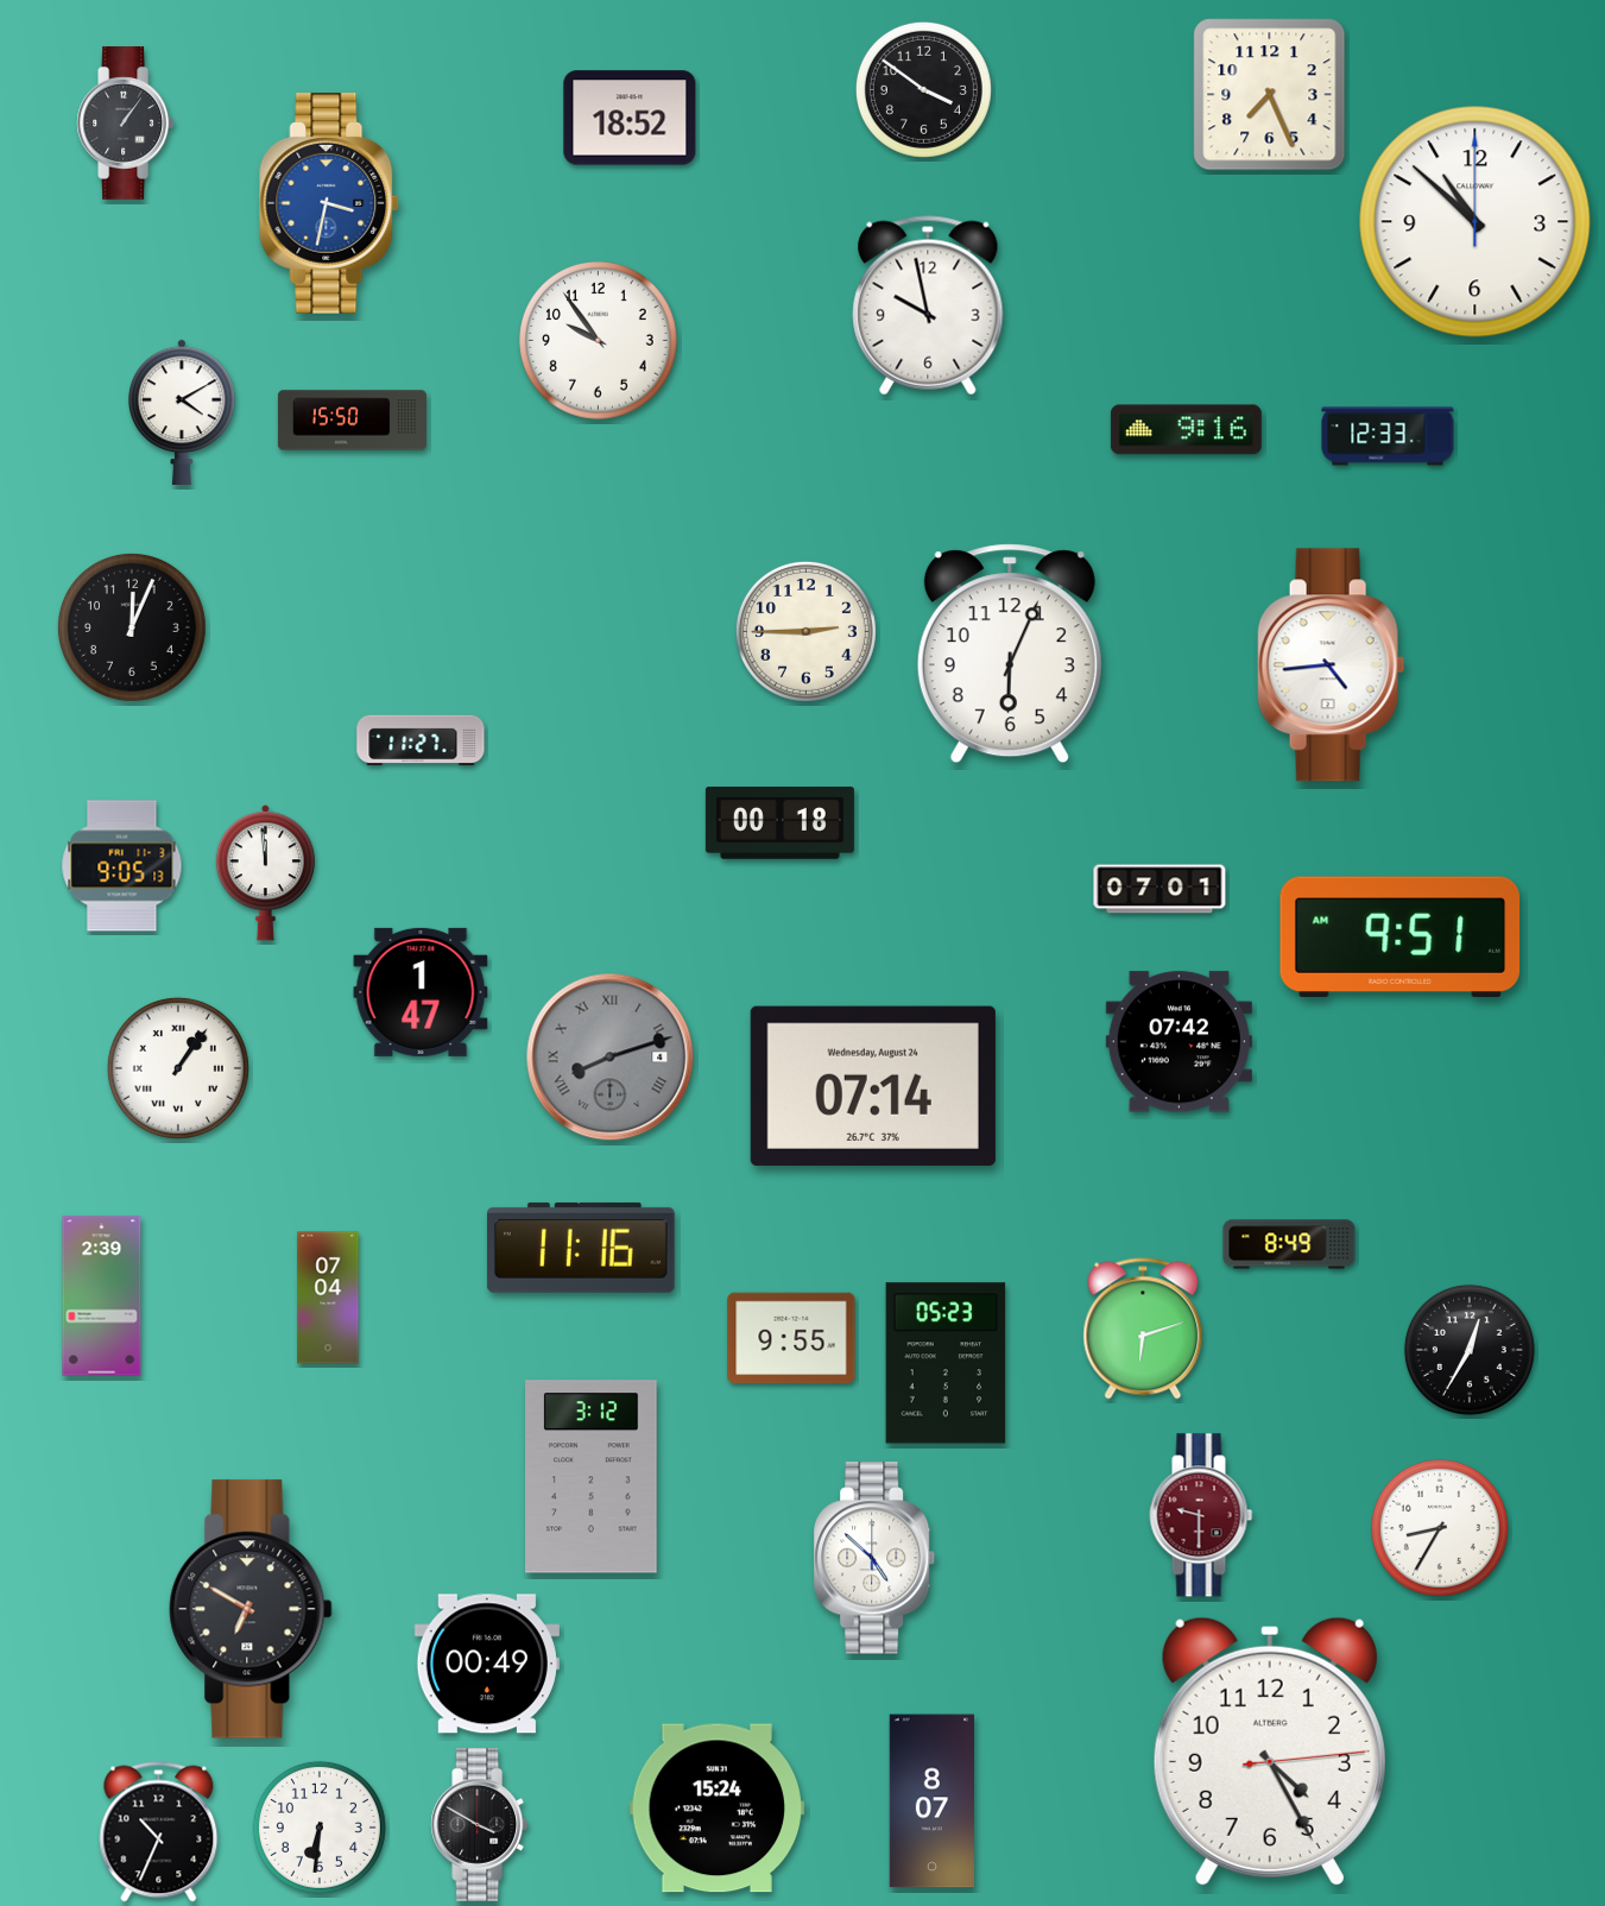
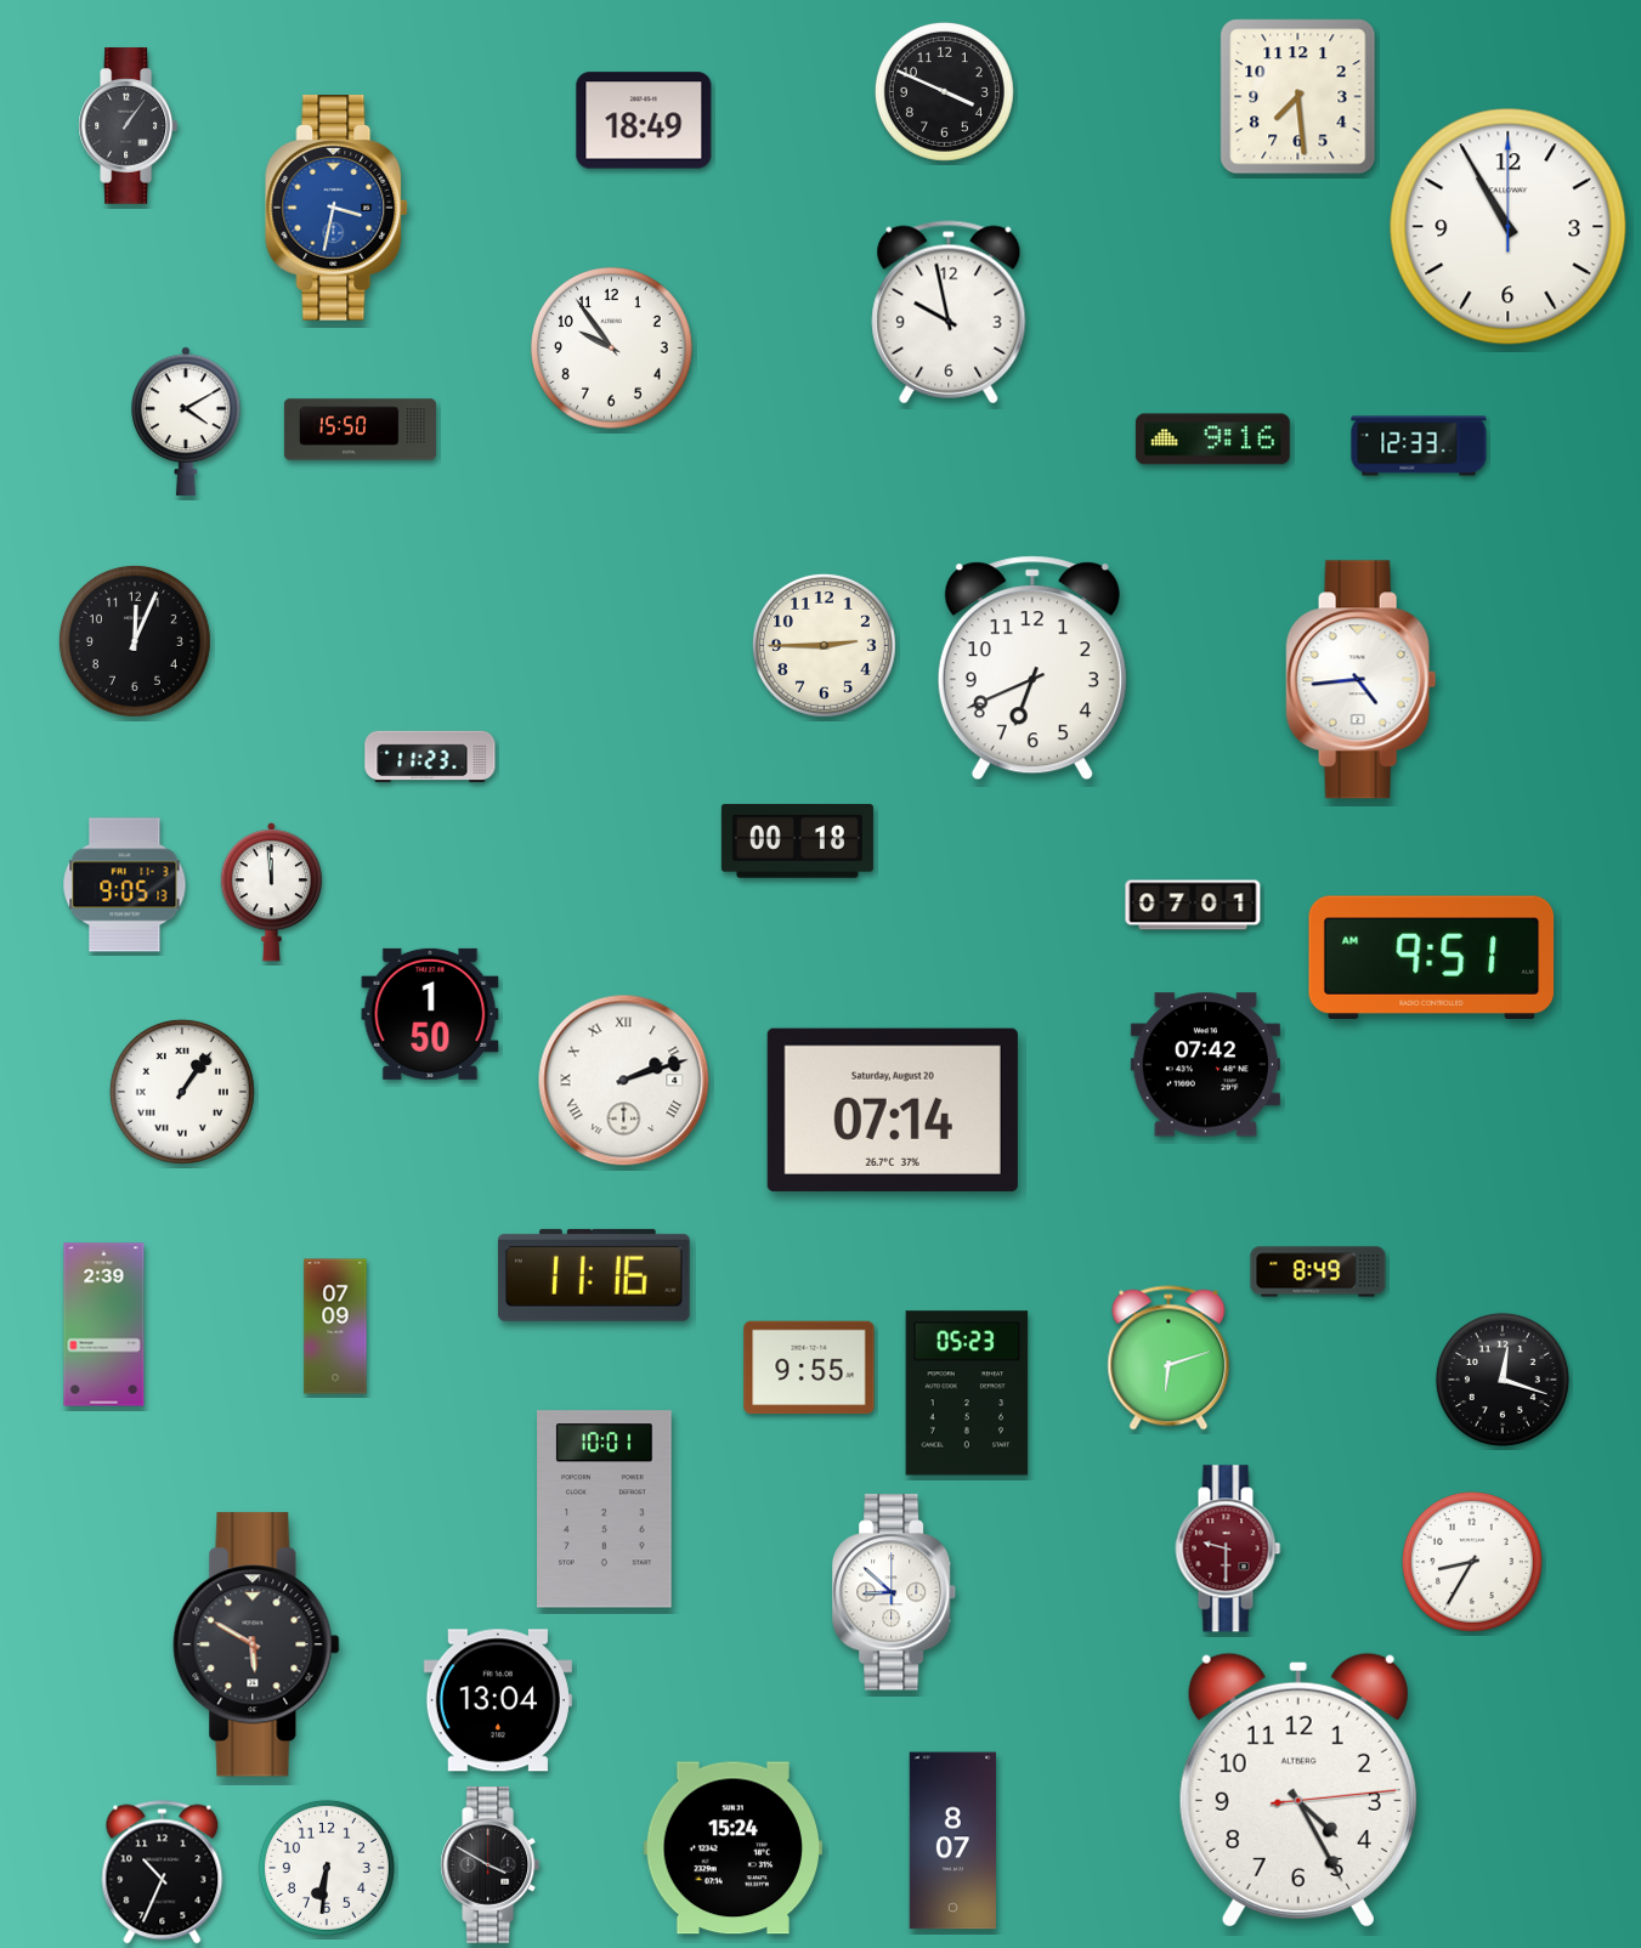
clock at (923, 89): 3:51 -> 3:49
clock at (1270, 95): 7:26 -> 7:29
clock at (630, 118): 18:52 -> 18:49
clock at (1476, 222): 10:52 -> 10:55
clock at (1010, 654): 6:04 -> 6:41
clock at (421, 740): 11:27 -> 11:23
clock at (1159, 889) position: (1159, 889) -> (1193, 905)
clock at (421, 992): 1:47 -> 1:50
clock at (611, 1058): 8:12 -> 2:12
clock at (611, 1058) dial: grey -> white
clock at (873, 1086) date: Wednesday, August 24 -> Saturday, August 20
clock at (328, 1298): 07:04 -> 07:09
clock at (1470, 1350): 12:35 -> 12:18
clock at (592, 1477): 3:12 -> 10:01
clock at (876, 1558): 4:52 -> 8:52
clock at (251, 1609): 6:50 -> 5:50
clock at (487, 1664): 00:49 -> 13:04
